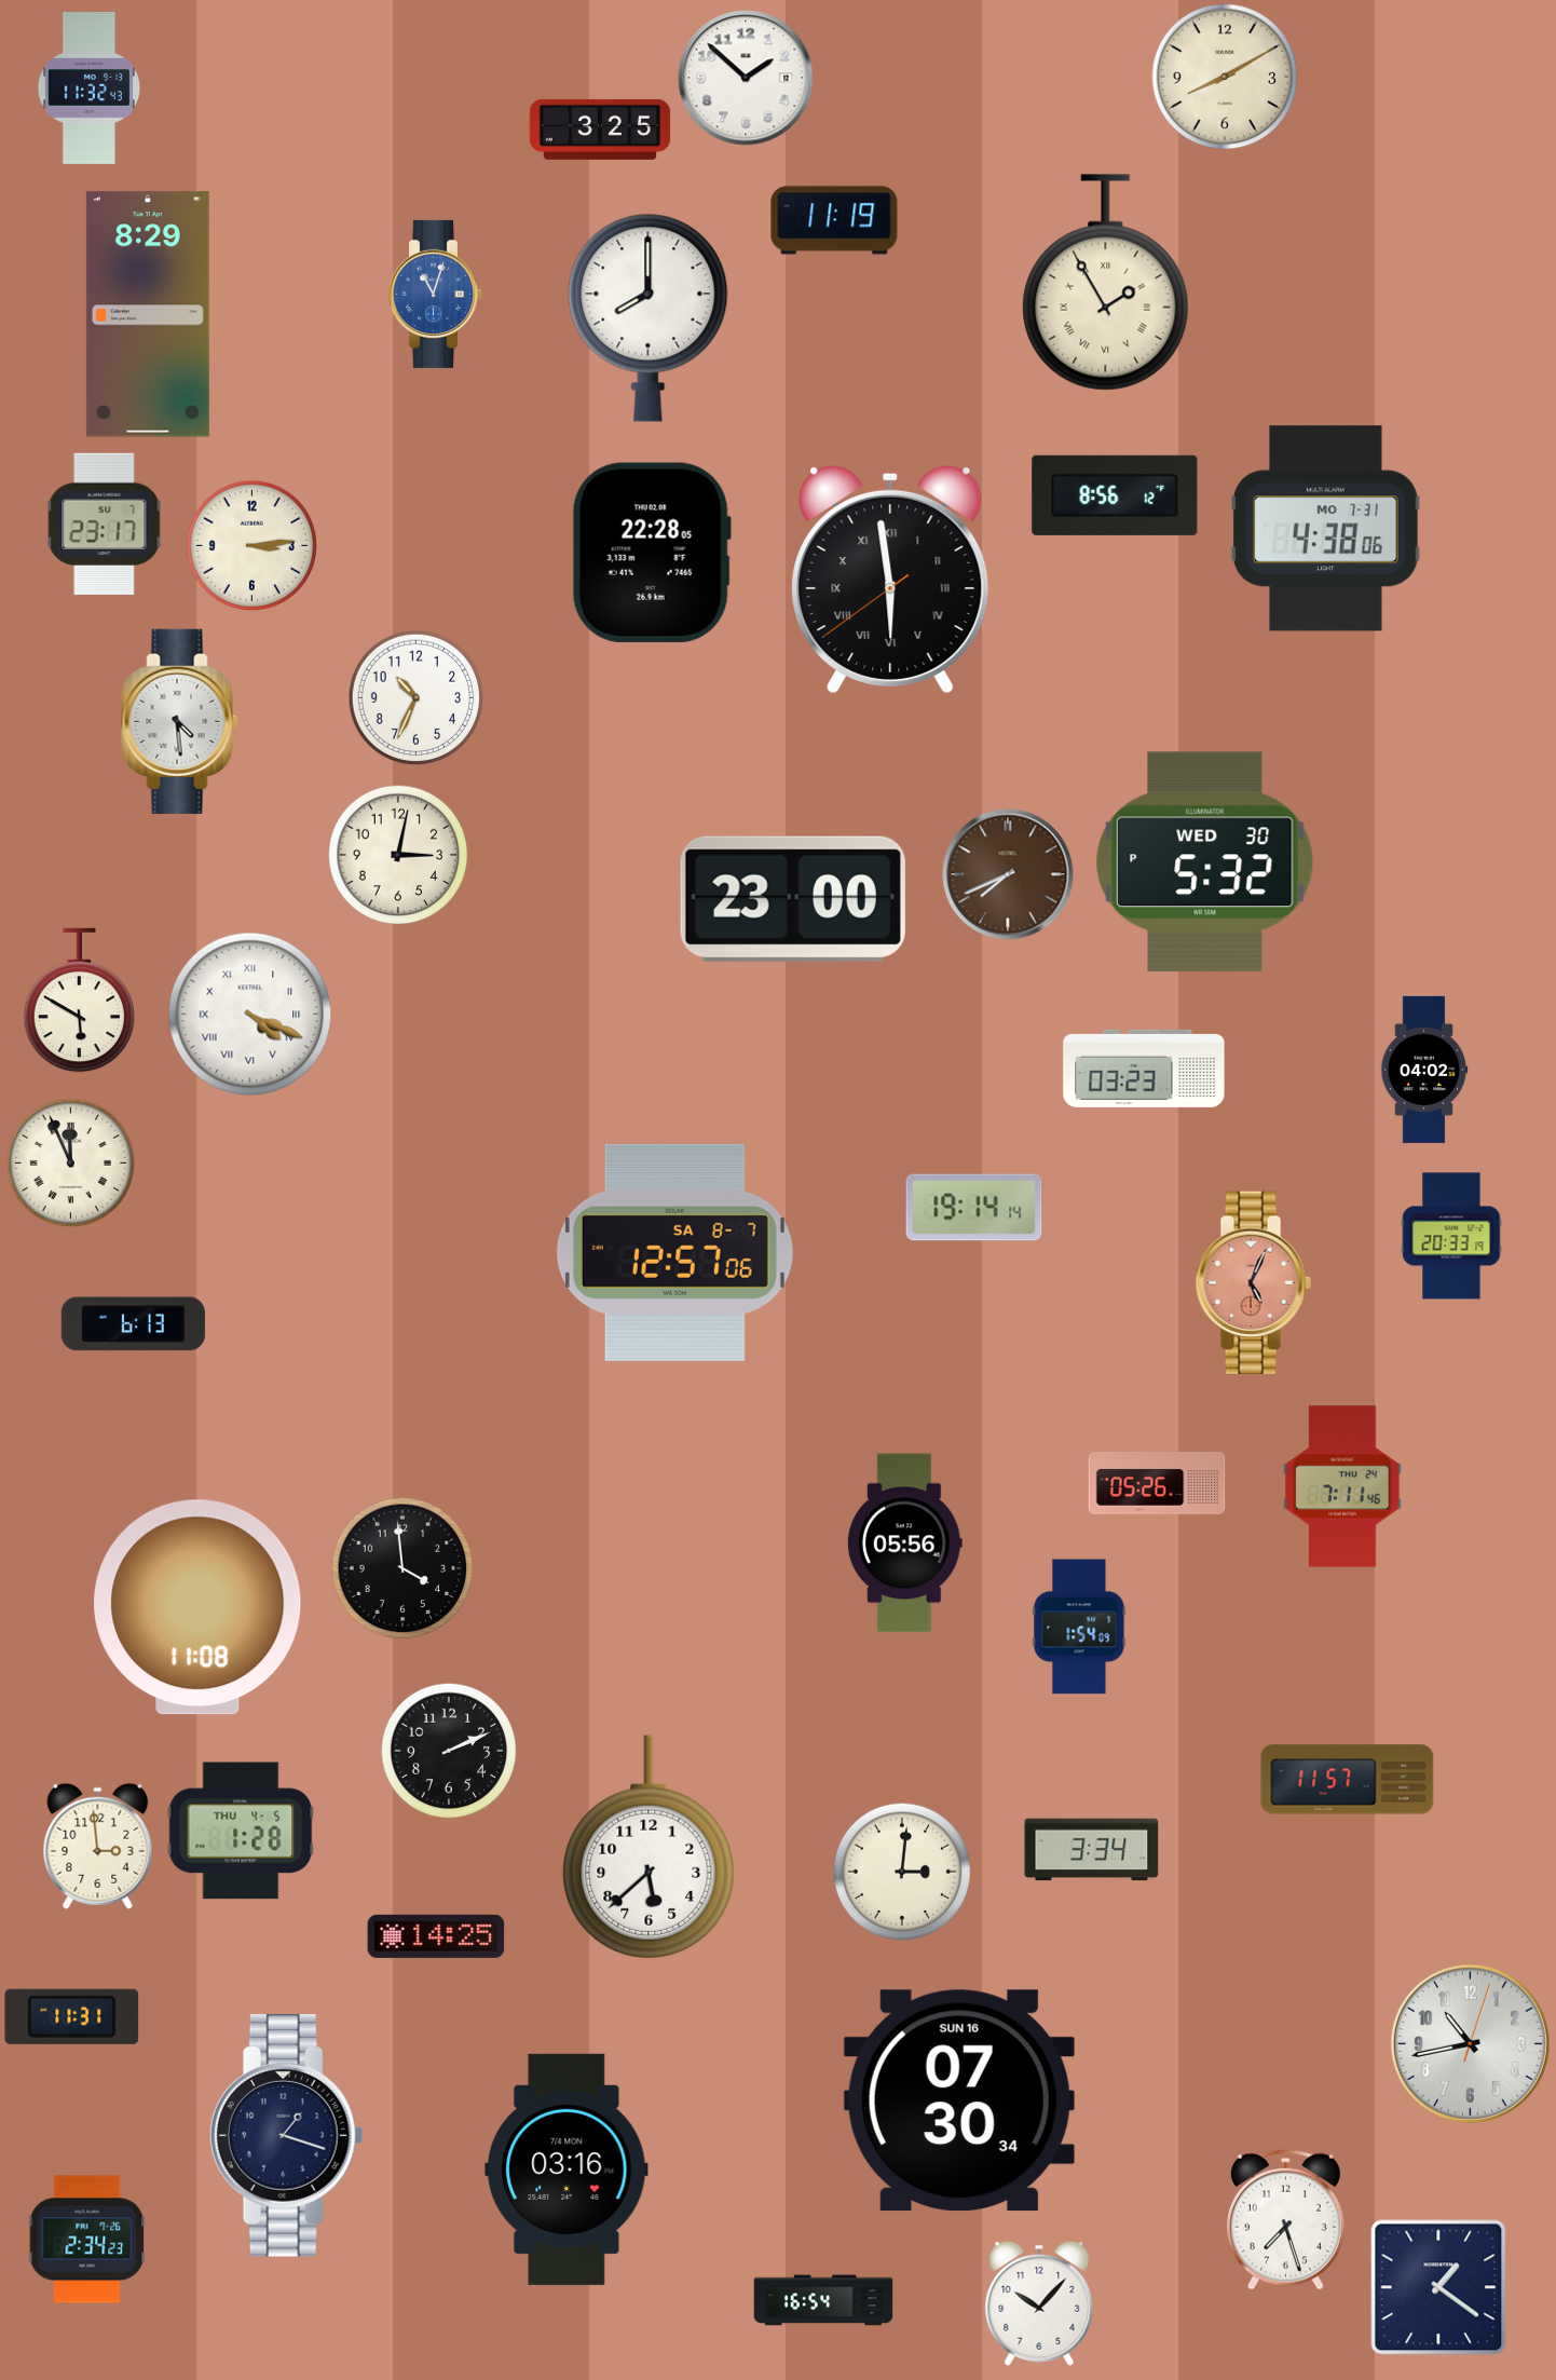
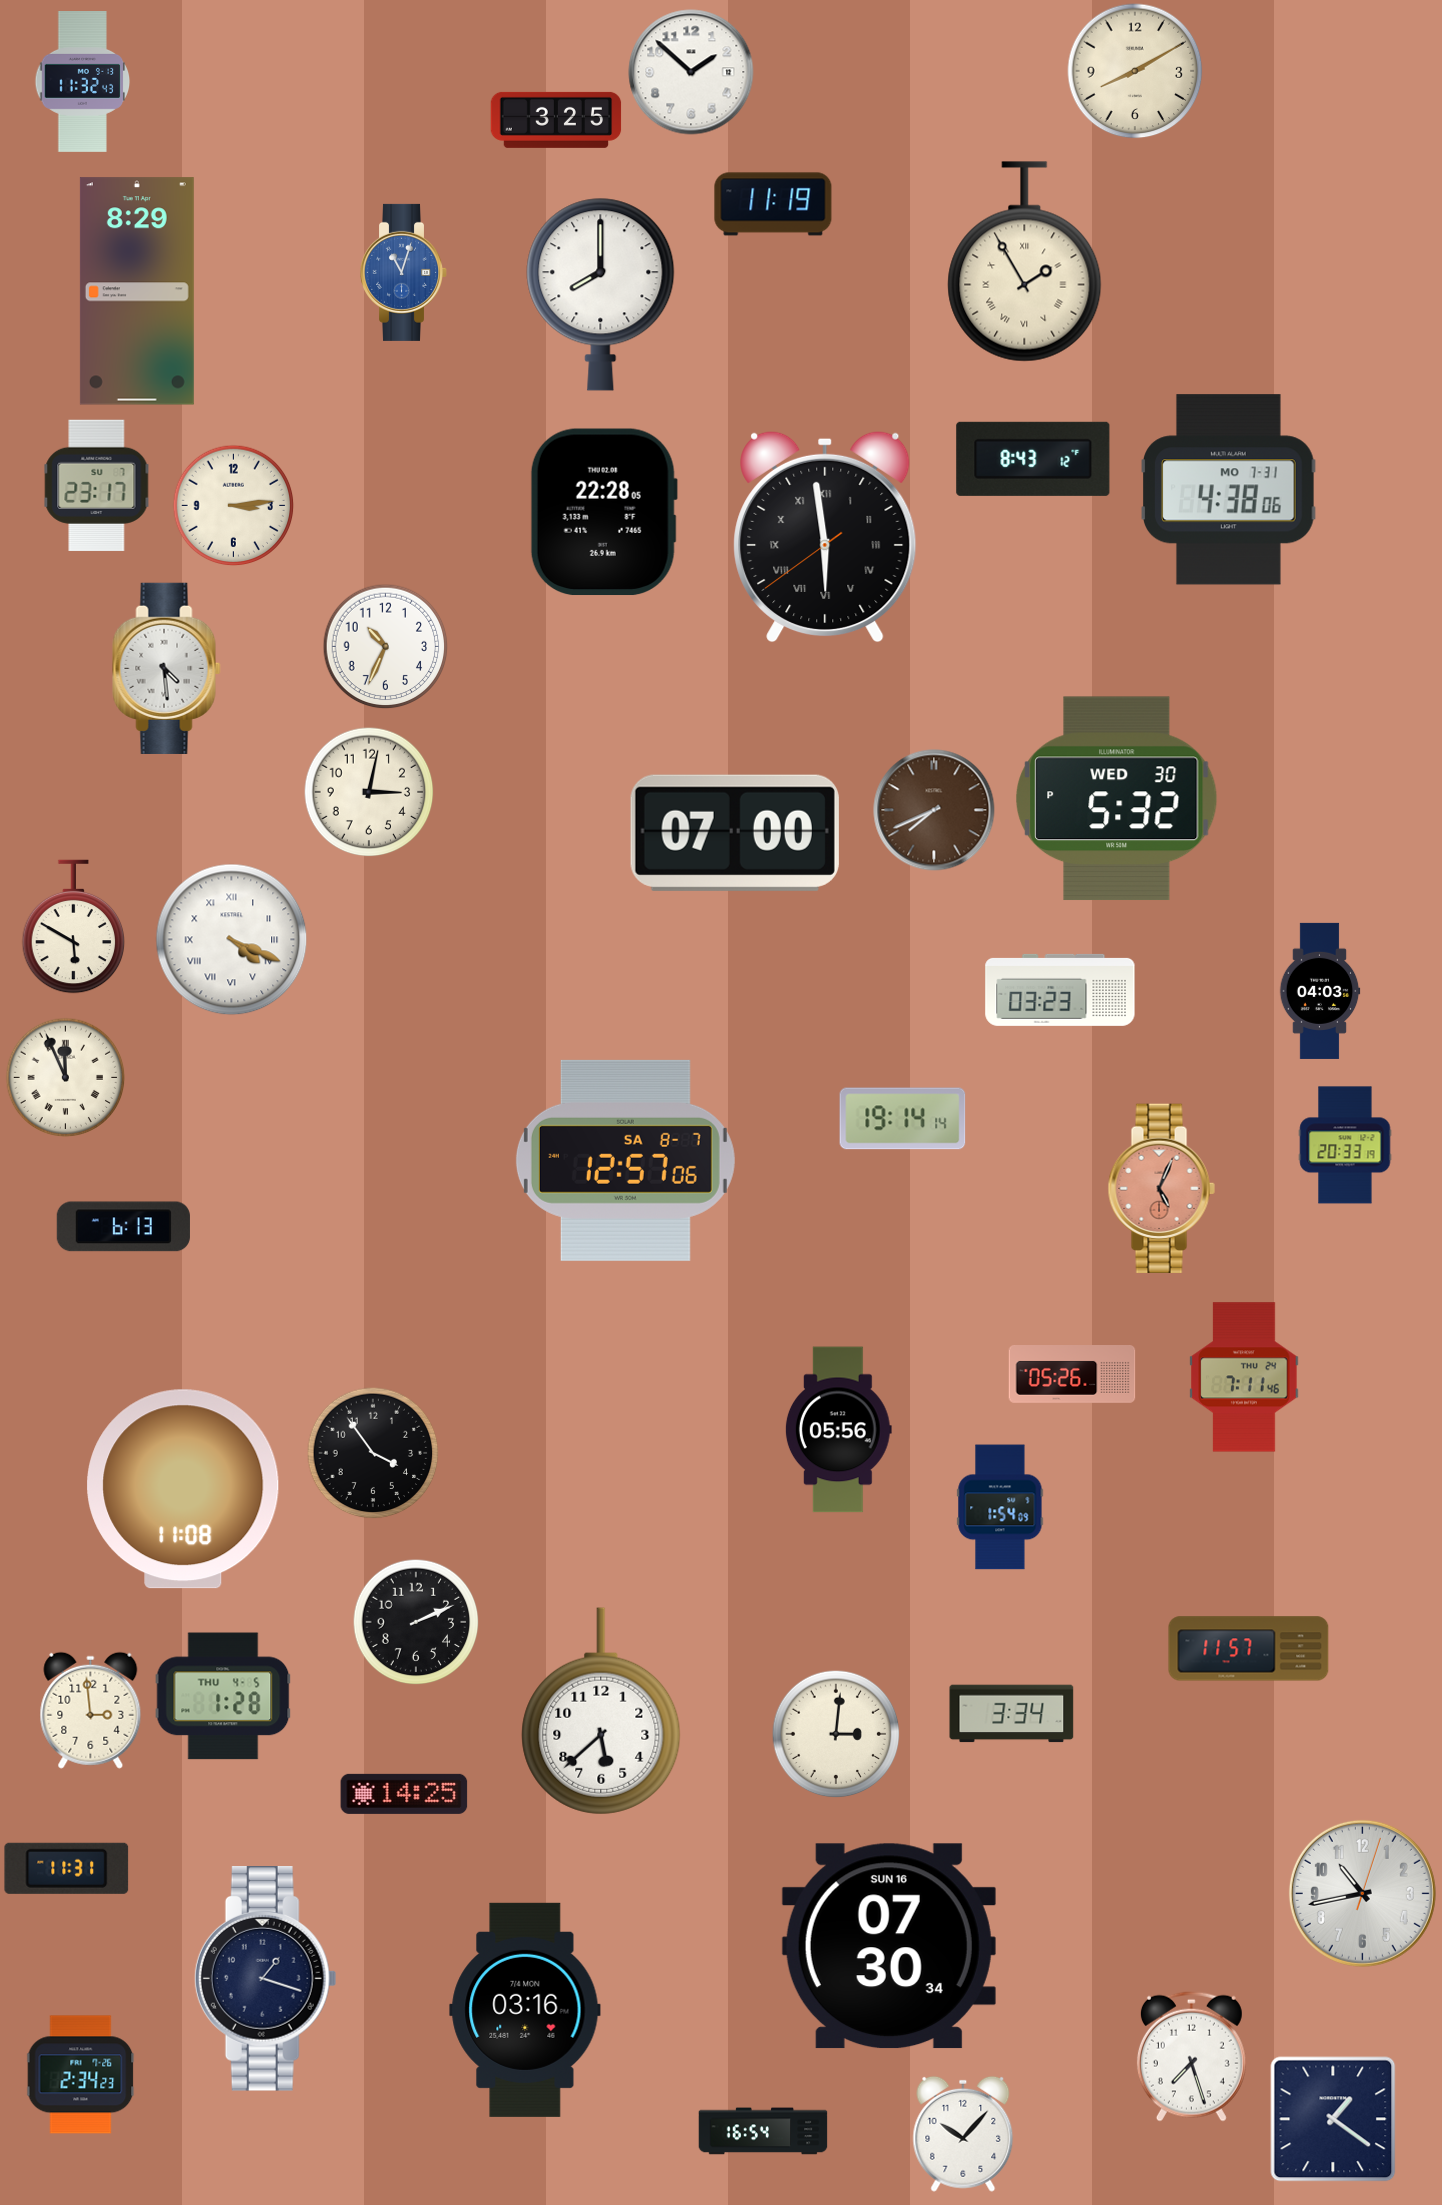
clock at (1115, 495): 8:56 -> 8:43
clock at (793, 899): 23:00 -> 07:00
clock at (1424, 1070): 04:02 -> 04:03
clock at (402, 1568): 3:59 -> 3:54
